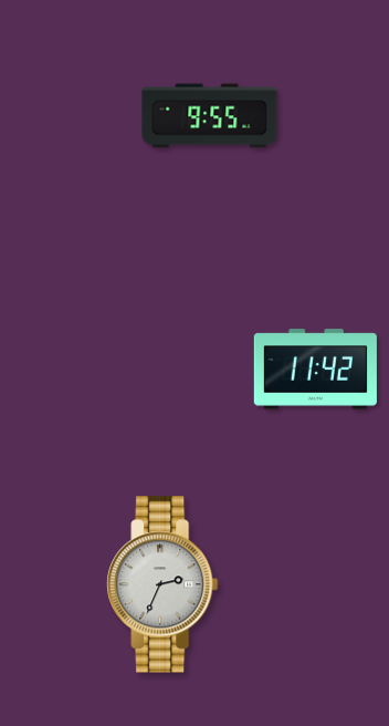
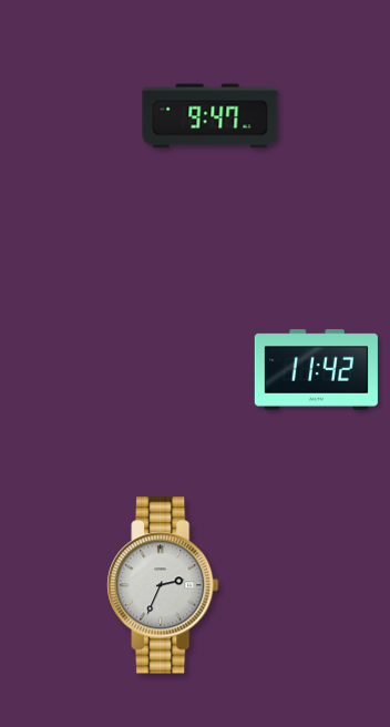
clock at (210, 116): 9:55 -> 9:47
